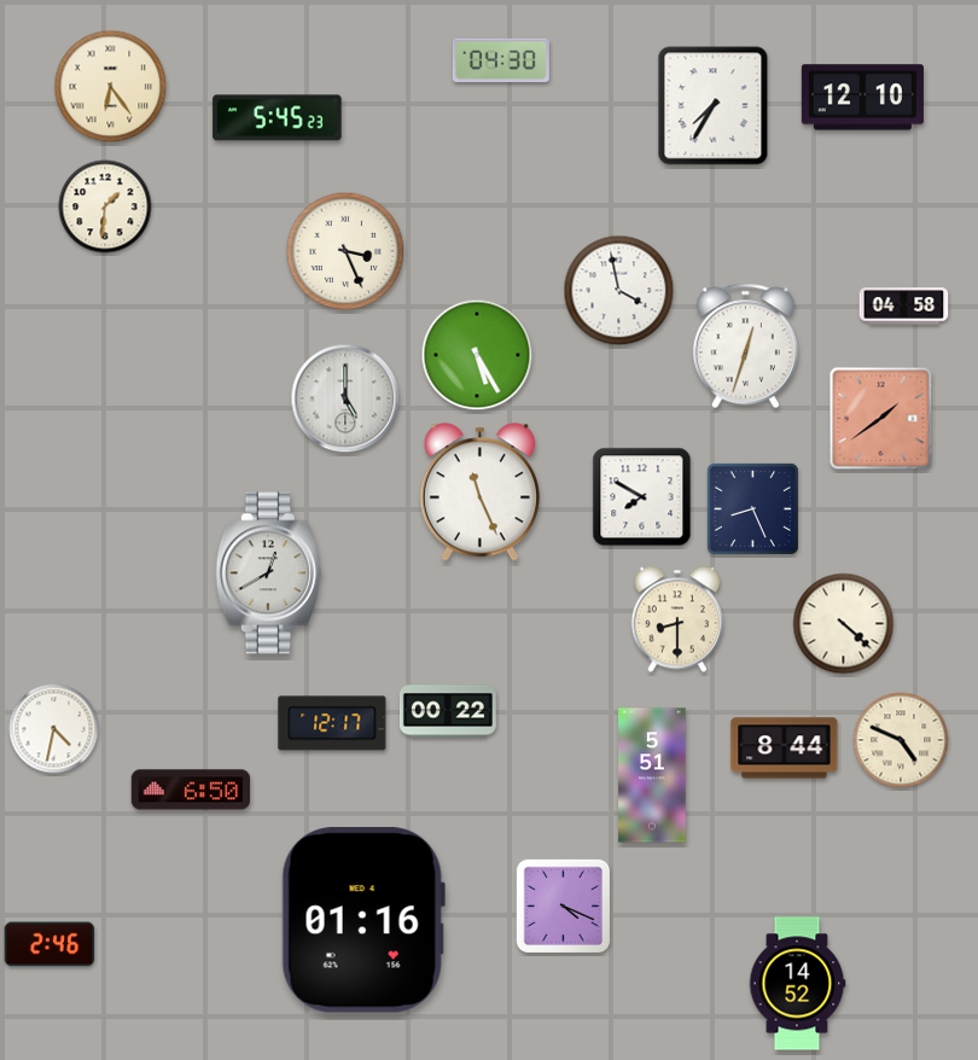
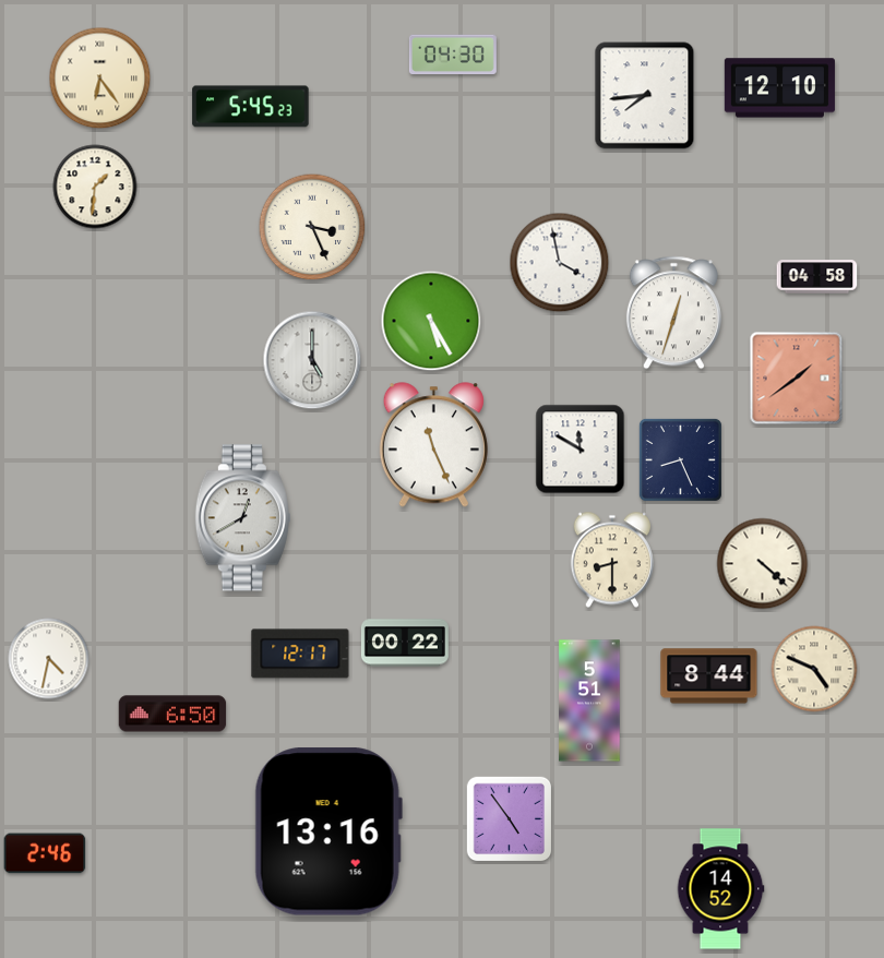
clock at (714, 106): 7:35 -> 7:44
clock at (642, 497): 7:50 -> 11:50
clock at (564, 907): 4:19 -> 4:54
clock at (363, 920): 01:16 -> 13:16
